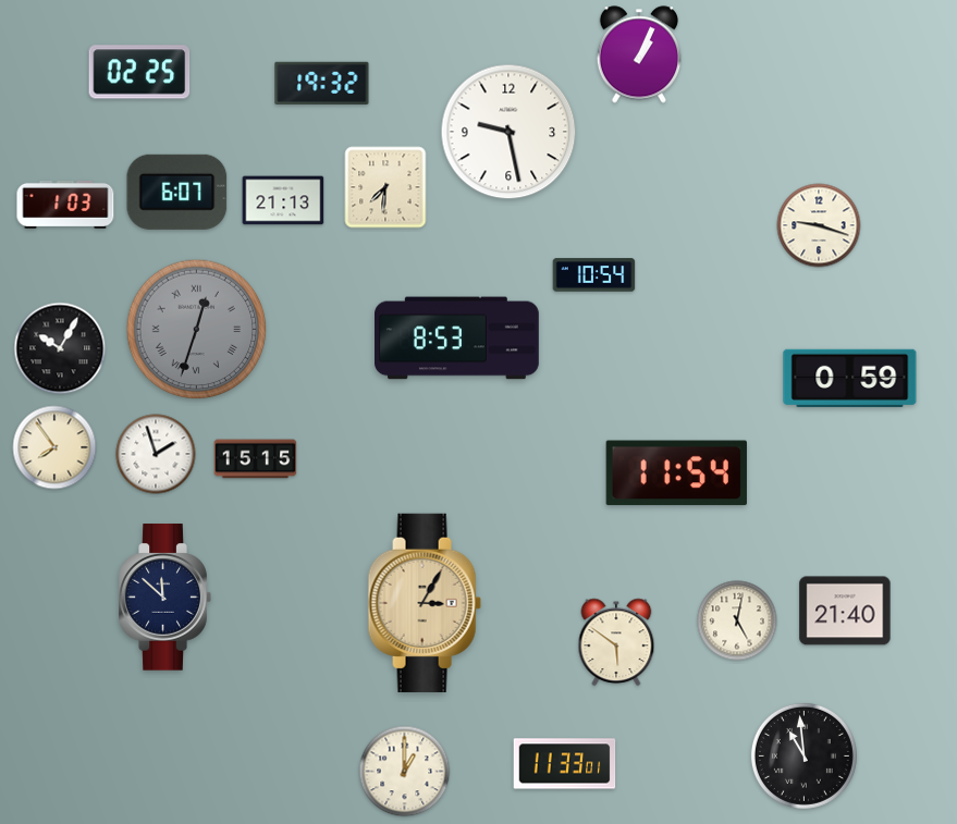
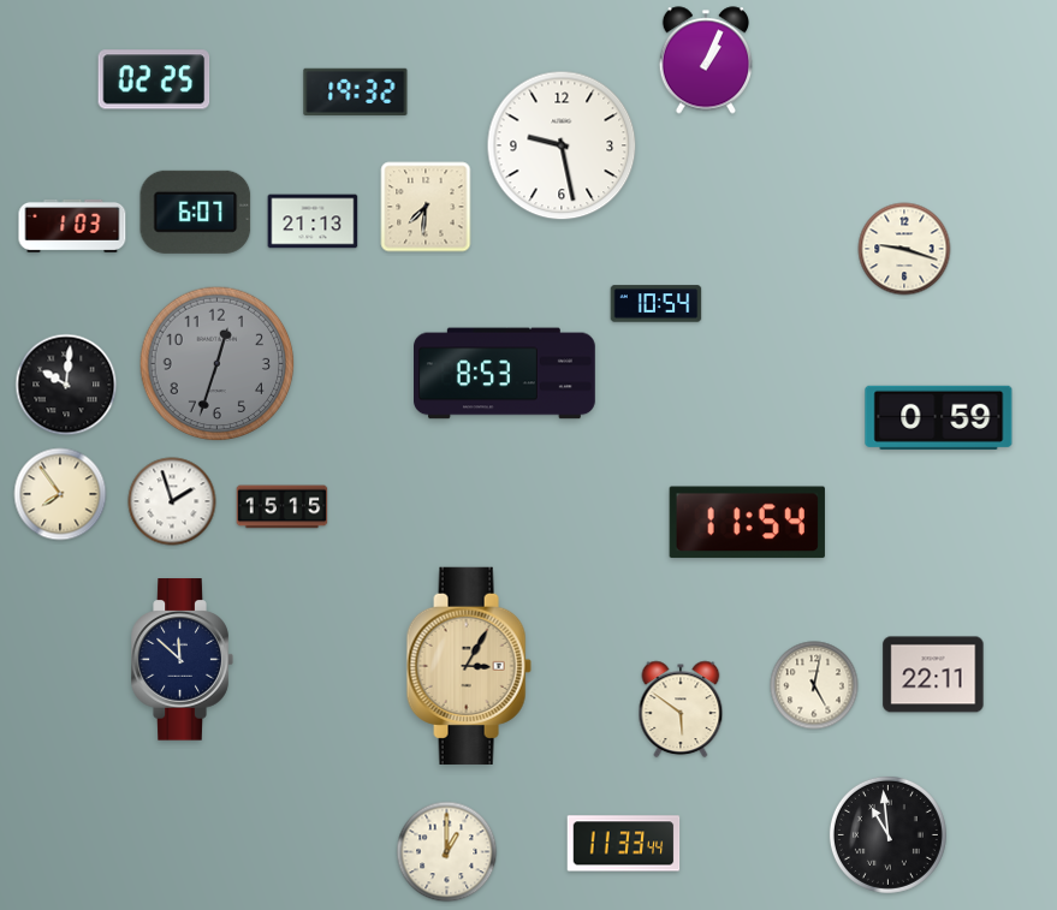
clock at (197, 330) numerals: Roman -> Arabic
clock at (60, 348): 10:05 -> 10:01
clock at (845, 611): 21:40 -> 22:11
clock at (565, 764): 11:33:01 -> 11:33:44
